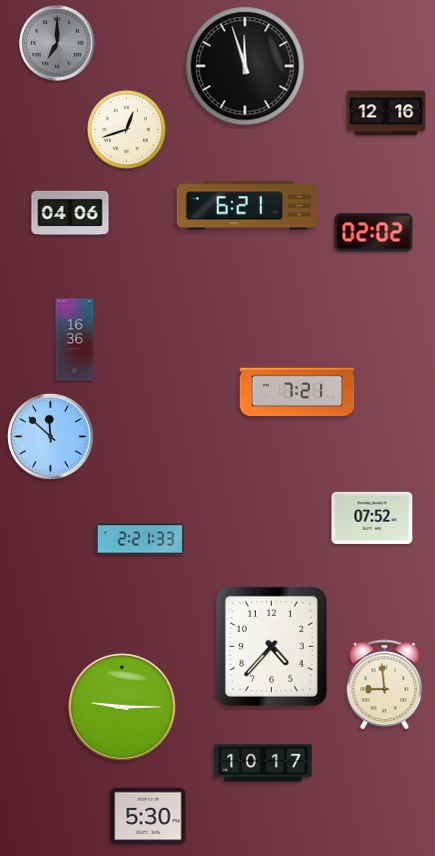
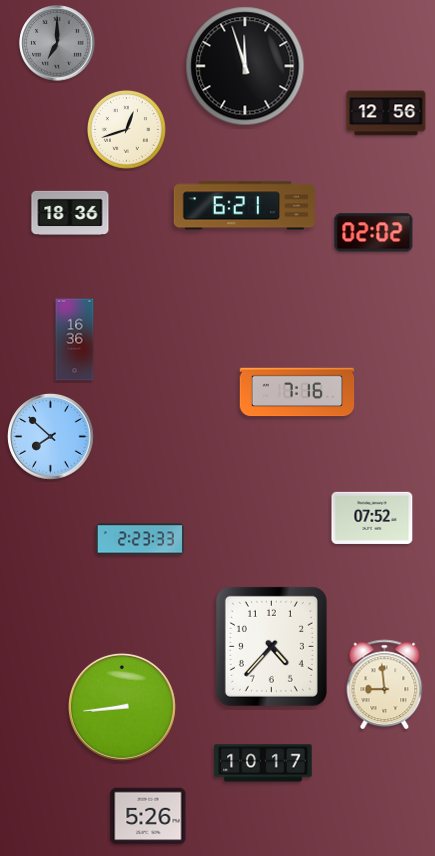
clock at (386, 113): 12:16 -> 12:56
clock at (248, 206) position: (248, 206) -> (245, 206)
clock at (70, 212): 04:06 -> 18:36
clock at (297, 392): 7:21 -> 7:16
clock at (51, 437): 11:52 -> 7:52
clock at (140, 539): 2:21 -> 2:23
clock at (122, 707): 9:15 -> 8:44
clock at (148, 816): 5:30 -> 5:26
